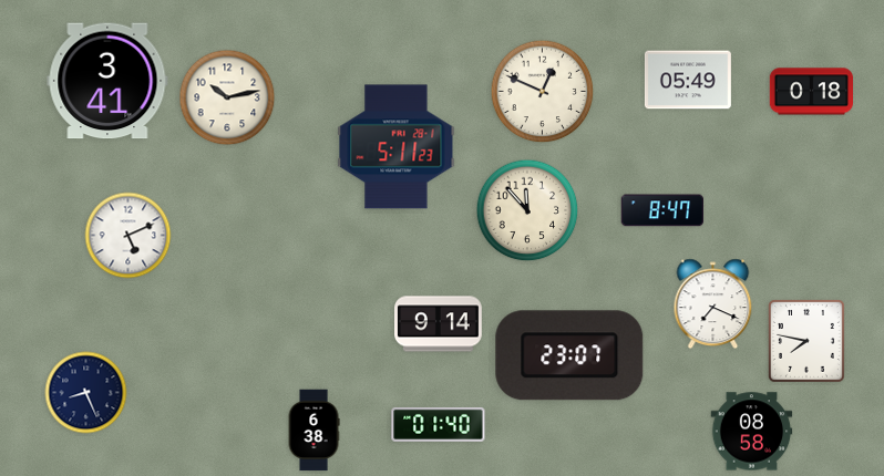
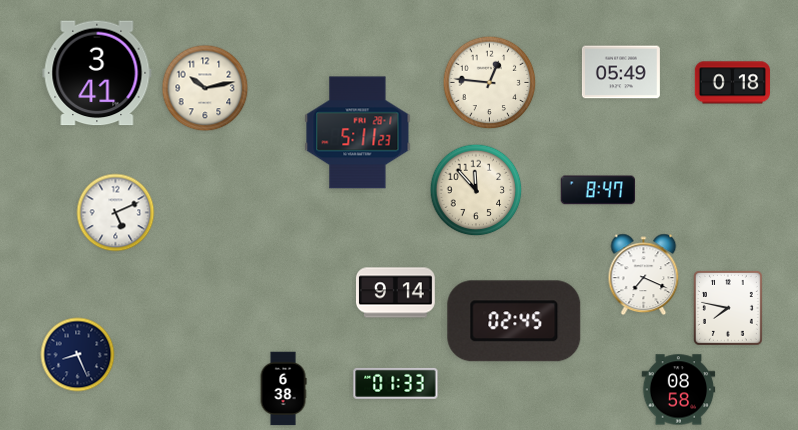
clock at (543, 92): 12:49 -> 12:46
clock at (569, 355): 23:07 -> 02:45
clock at (439, 424): 01:40 -> 01:33
